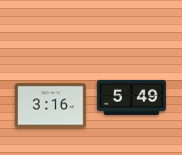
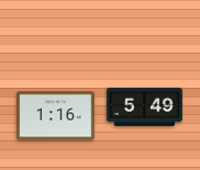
clock at (51, 106): 3:16 -> 1:16
